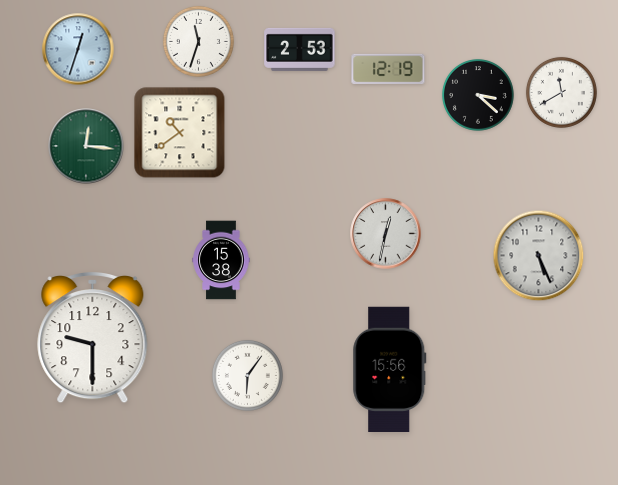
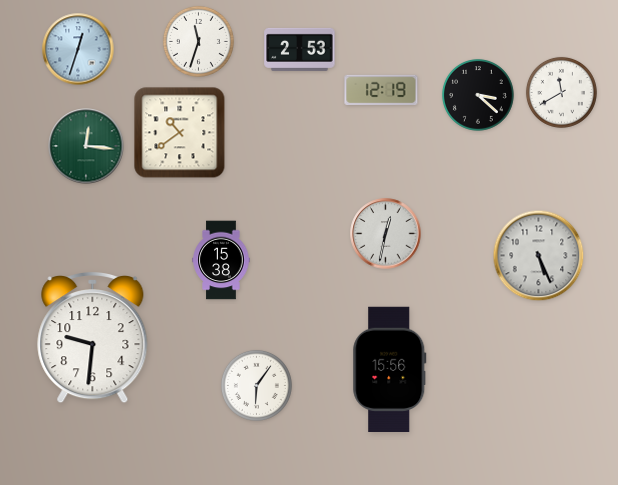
clock at (388, 68) position: (388, 68) -> (381, 89)
clock at (93, 339): 9:30 -> 9:31
clock at (247, 375) position: (247, 375) -> (256, 385)
